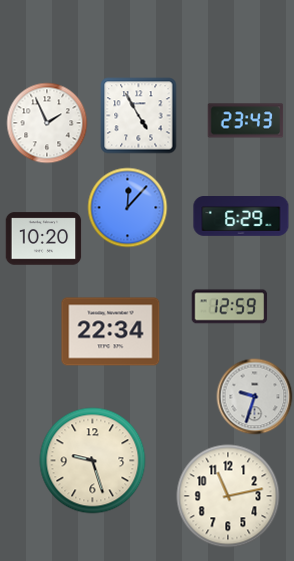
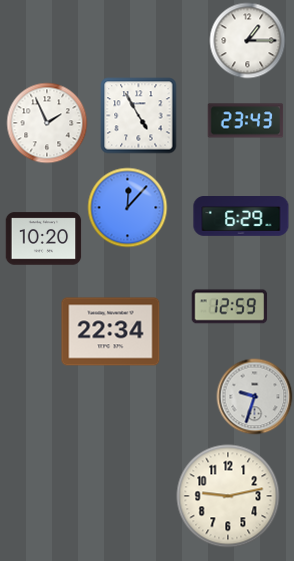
clock at (248, 41): none -> 1:15
clock at (93, 461): 9:27 -> none
clock at (228, 496): 11:13 -> 9:13
